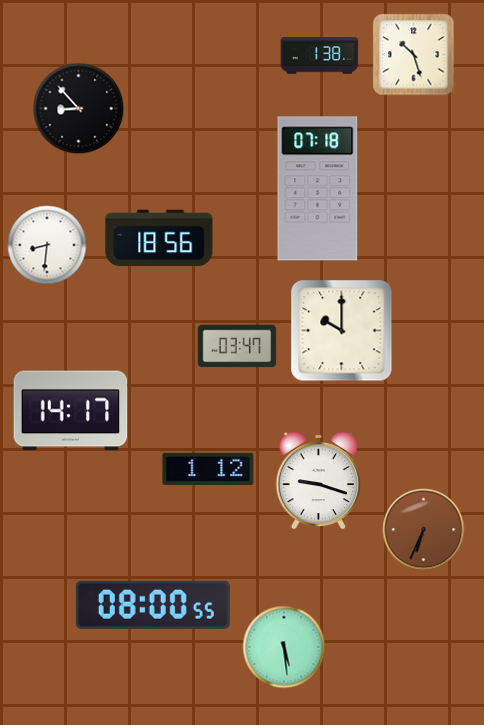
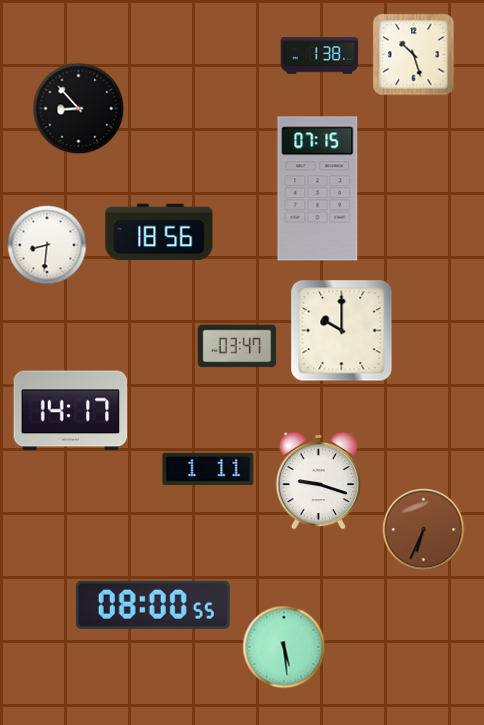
clock at (318, 189): 07:18 -> 07:15
clock at (159, 238) position: (159, 238) -> (159, 232)
clock at (208, 469): 1:12 -> 1:11
